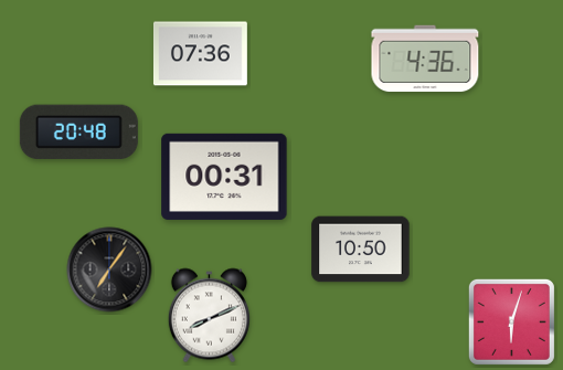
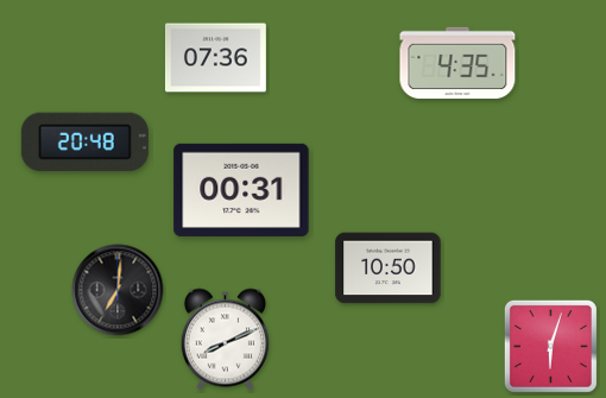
clock at (425, 59): 4:36 -> 4:35
clock at (109, 269): 7:06 -> 7:01
